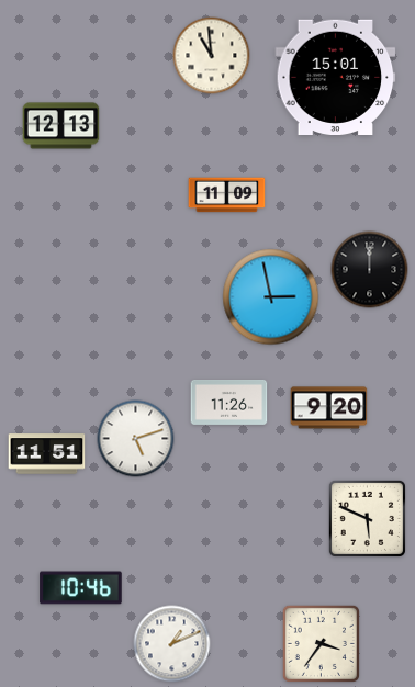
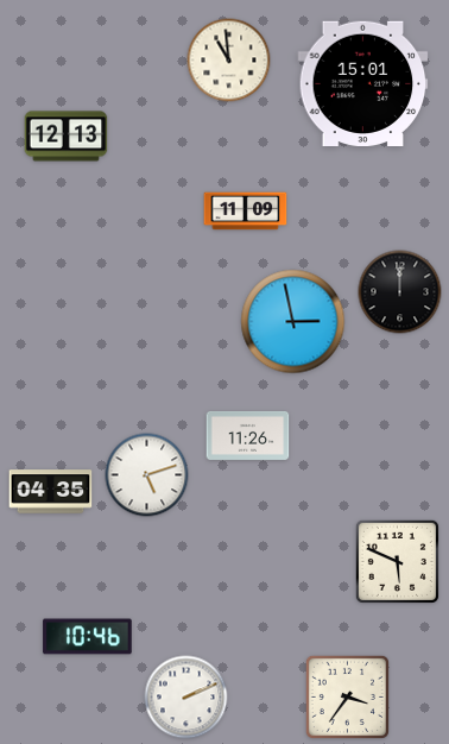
clock at (329, 408): 9:20 -> none
clock at (47, 454): 11:51 -> 04:35
clock at (172, 644): 1:11 -> 2:11
